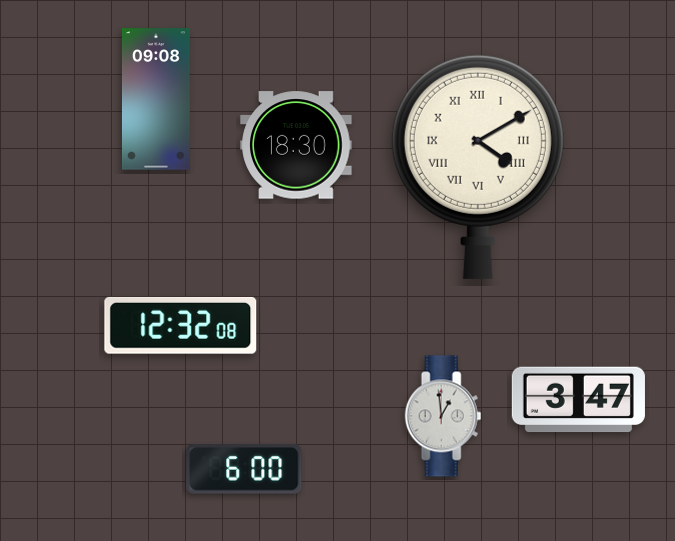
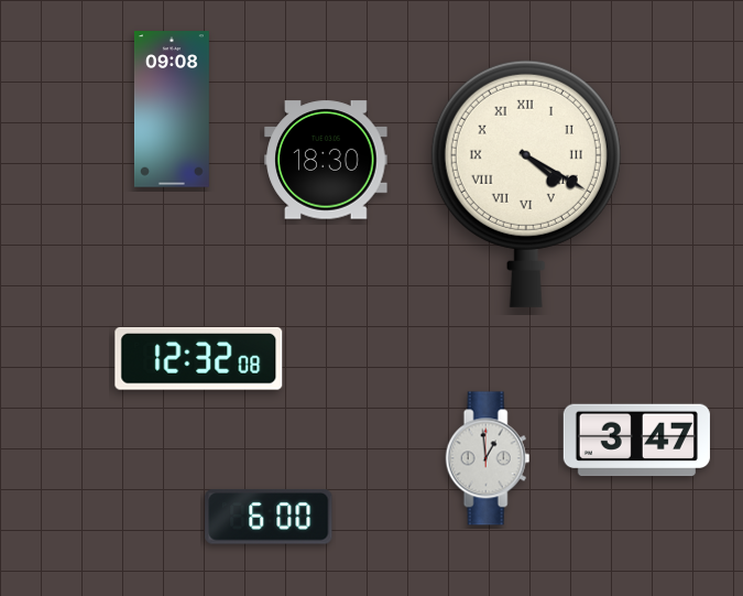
clock at (478, 166): 4:10 -> 4:20
